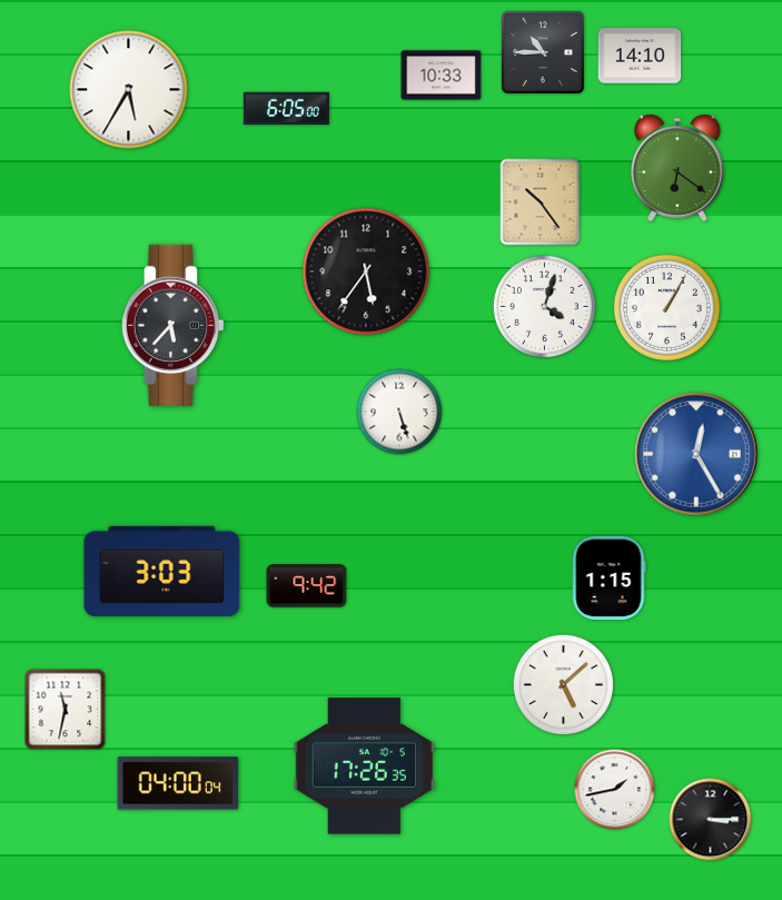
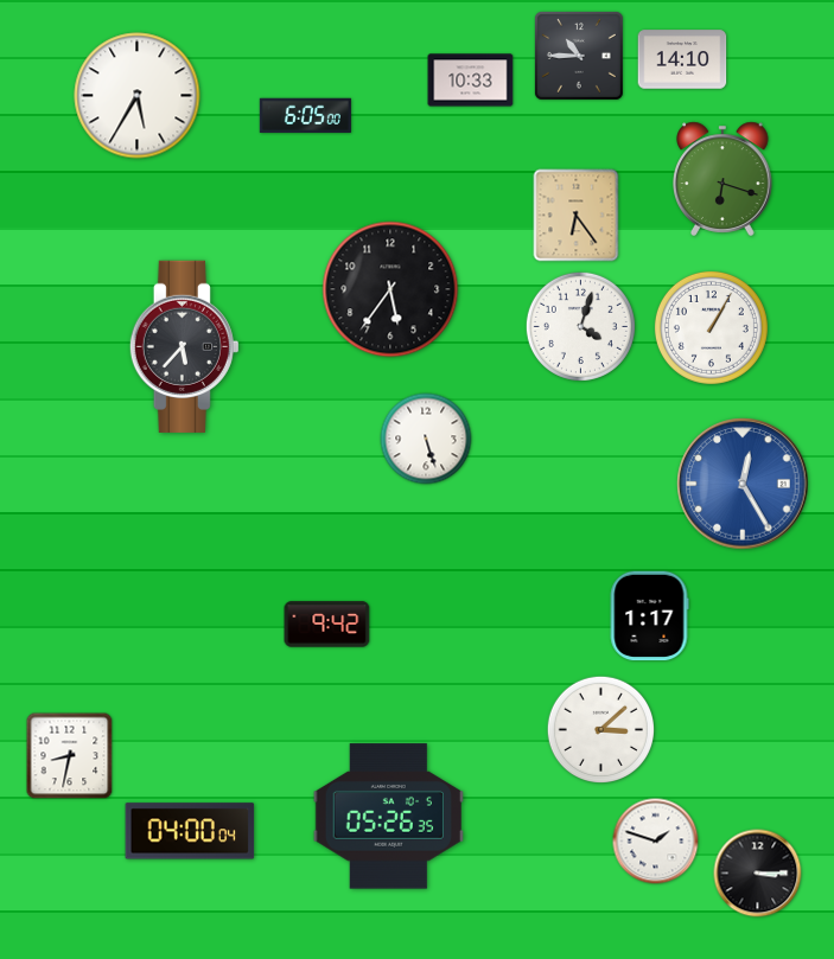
clock at (677, 168): 6:21 -> 6:18
clock at (541, 202): 10:24 -> 6:24
clock at (162, 571): 3:03 -> none
clock at (608, 578): 1:15 -> 1:17
clock at (563, 684): 5:08 -> 3:08
clock at (66, 710): 11:32 -> 8:32
clock at (364, 767): 17:26 -> 05:26
clock at (178, 783) position: (178, 783) -> (190, 831)
clock at (615, 790): 1:43 -> 1:48
